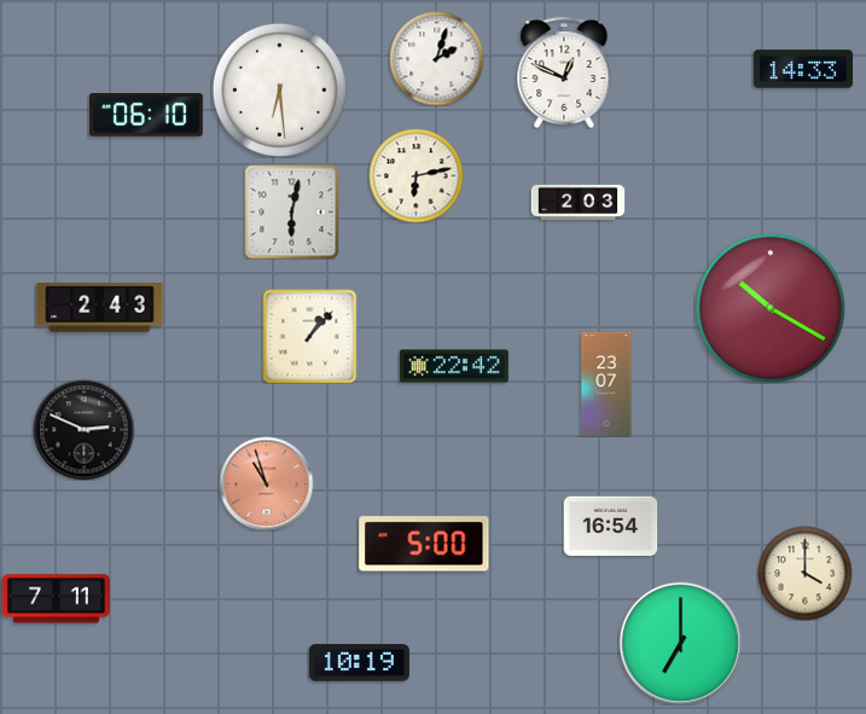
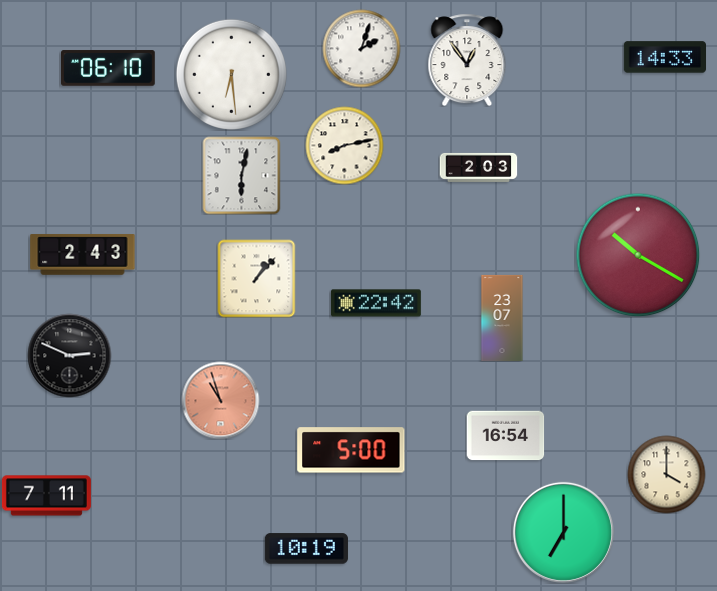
clock at (564, 72): 12:49 -> 12:54
clock at (147, 115) position: (147, 115) -> (109, 68)
clock at (415, 175): 6:13 -> 8:13
clock at (359, 663) position: (359, 663) -> (306, 549)
